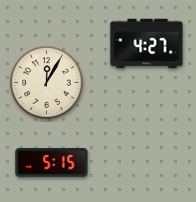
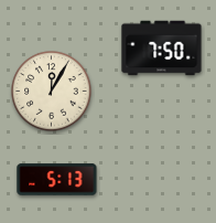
clock at (147, 44): 4:27 -> 7:50
clock at (52, 163): 5:15 -> 5:13
